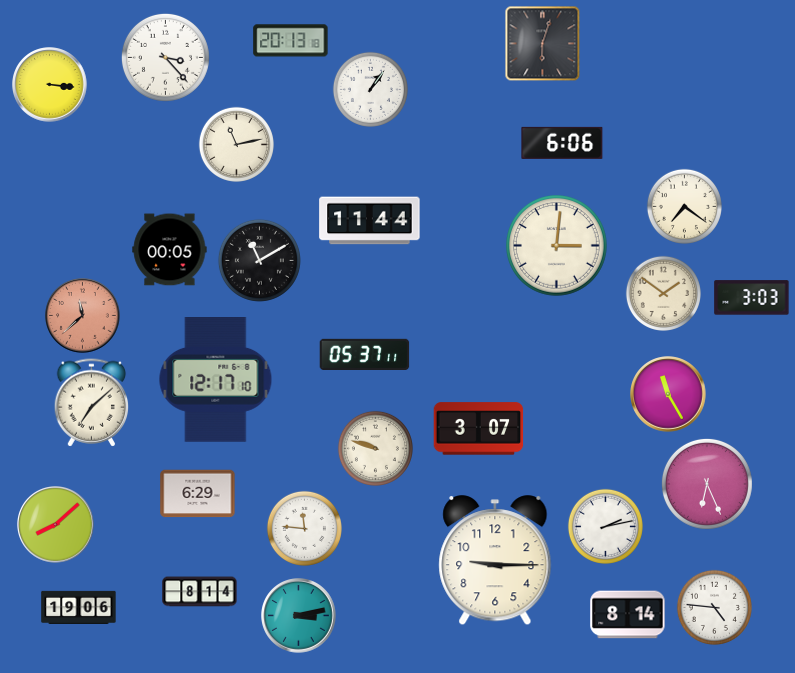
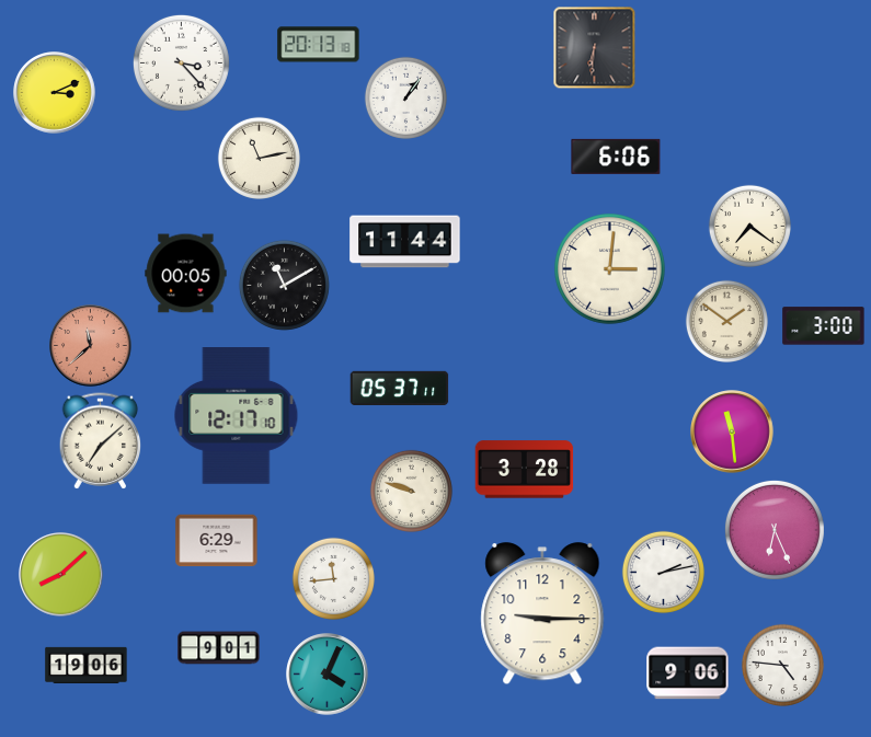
clock at (543, 44): 6:03 -> 6:31
clock at (50, 85): 3:16 -> 3:11
clock at (752, 298): 3:03 -> 3:00
clock at (668, 394): 11:25 -> 11:29
clock at (479, 429): 3:07 -> 3:28
clock at (605, 526) position: (605, 526) -> (663, 572)
clock at (304, 528): 11:46 -> 11:44
clock at (200, 592): 8:14 -> 9:01
clock at (628, 615): 8:14 -> 9:06
clock at (299, 616): 3:13 -> 4:04
